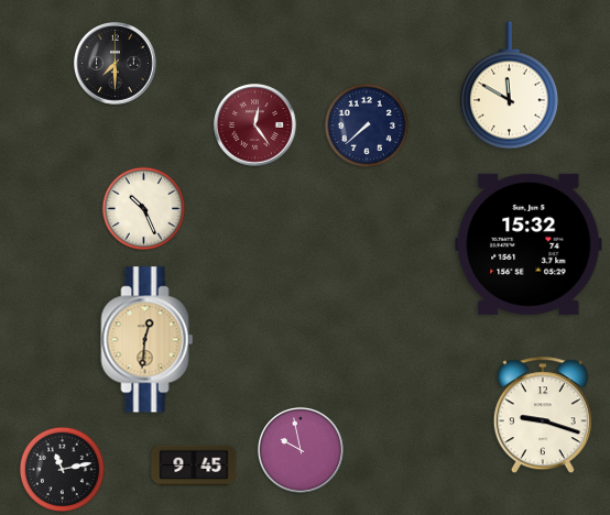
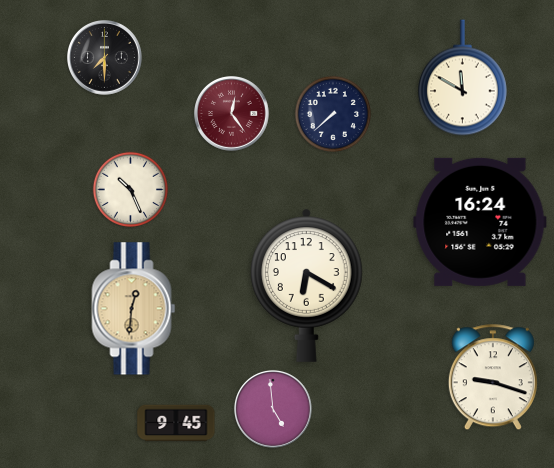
clock at (529, 244): 15:32 -> 16:24
clock at (307, 285): none -> 6:20
clock at (301, 450): 9:58 -> 4:59
clock at (62, 469): 11:13 -> none
